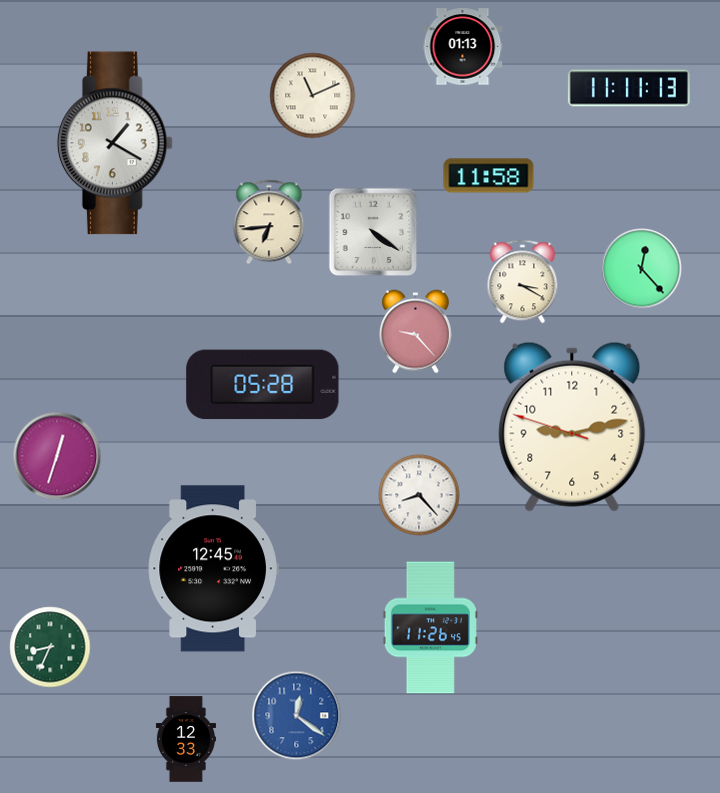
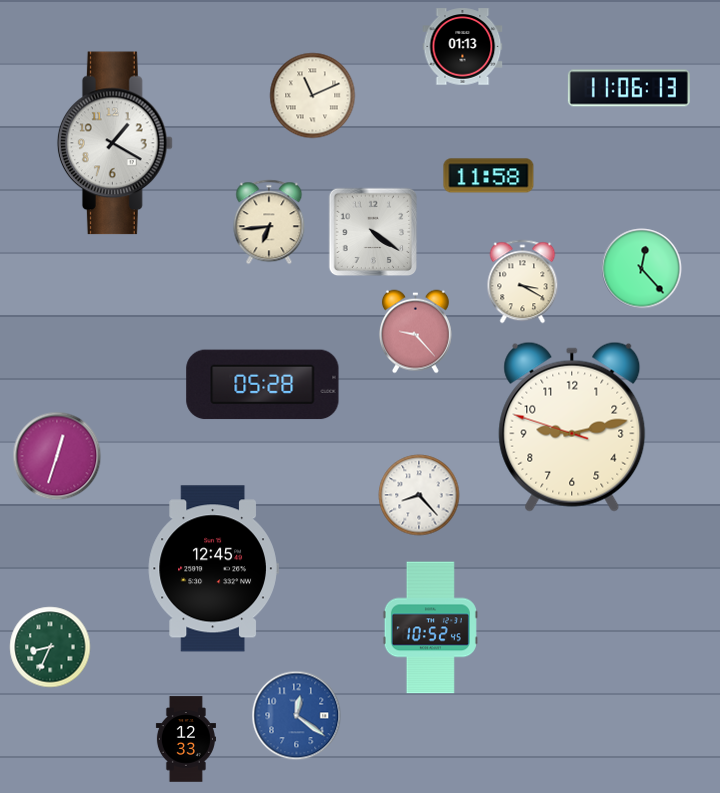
clock at (629, 88): 11:11 -> 11:06
clock at (430, 628): 11:26 -> 10:52
